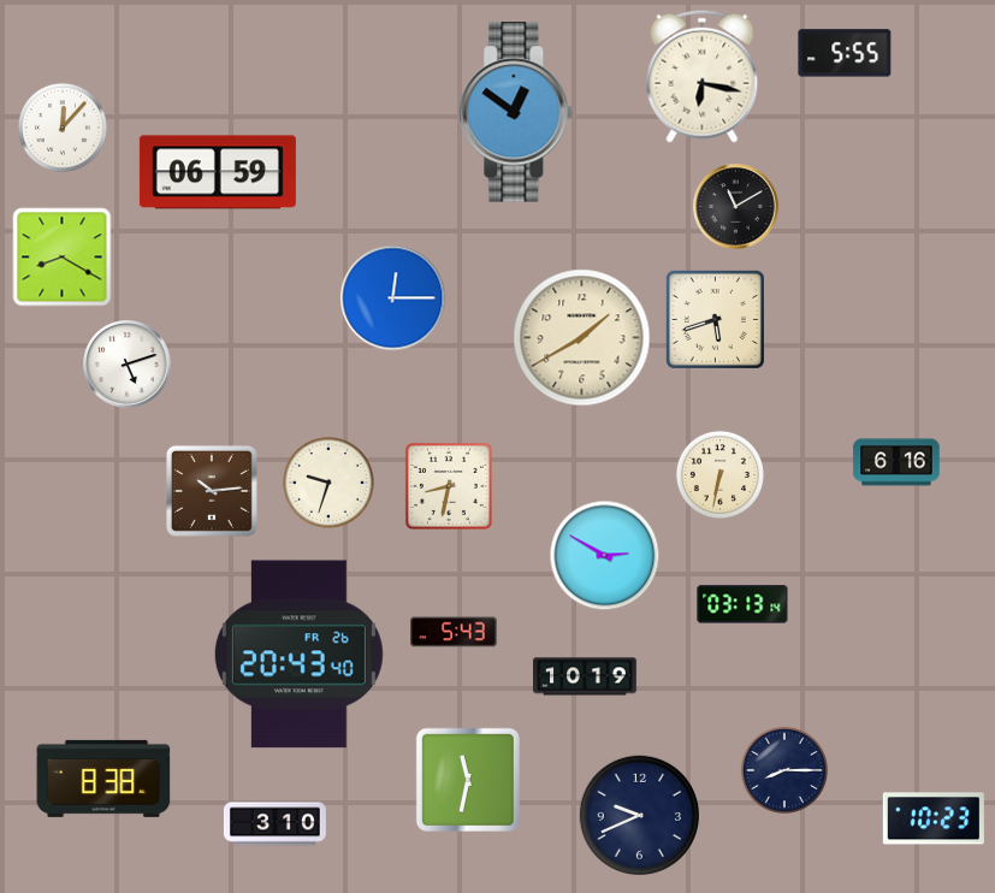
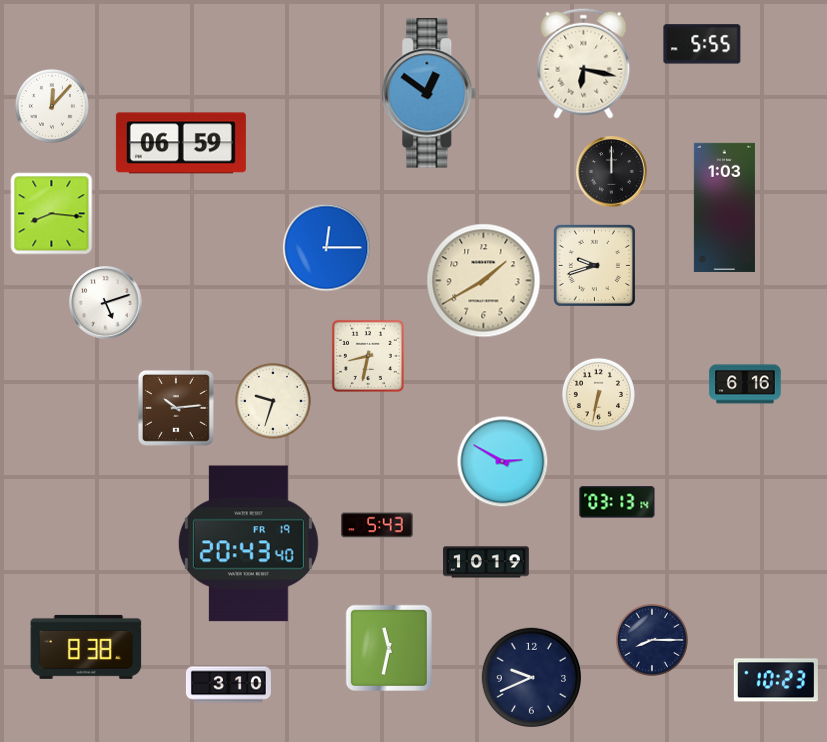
clock at (736, 207): 11:10 -> 12:00
clock at (724, 207): none -> 1:03
clock at (63, 258): 8:20 -> 8:16
clock at (715, 319): 5:42 -> 9:42
clock at (449, 486) position: (449, 486) -> (368, 356)
clock at (298, 655) date: FR 26 -> FR 19
